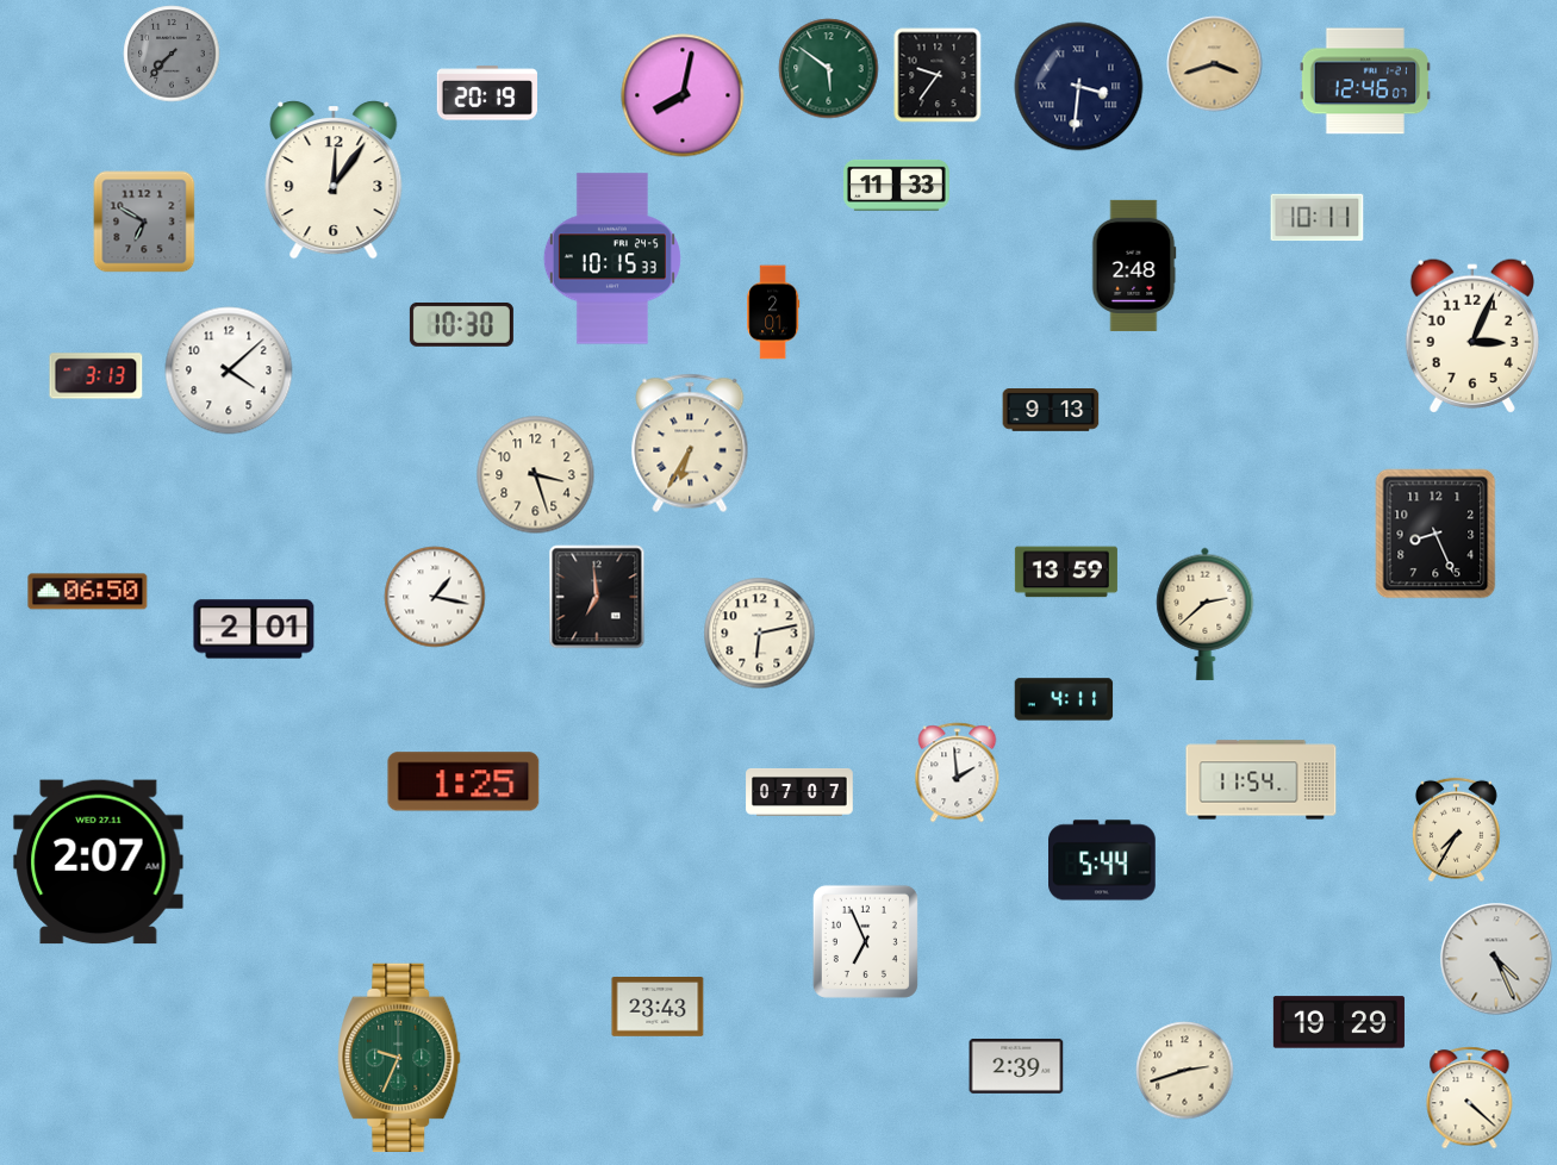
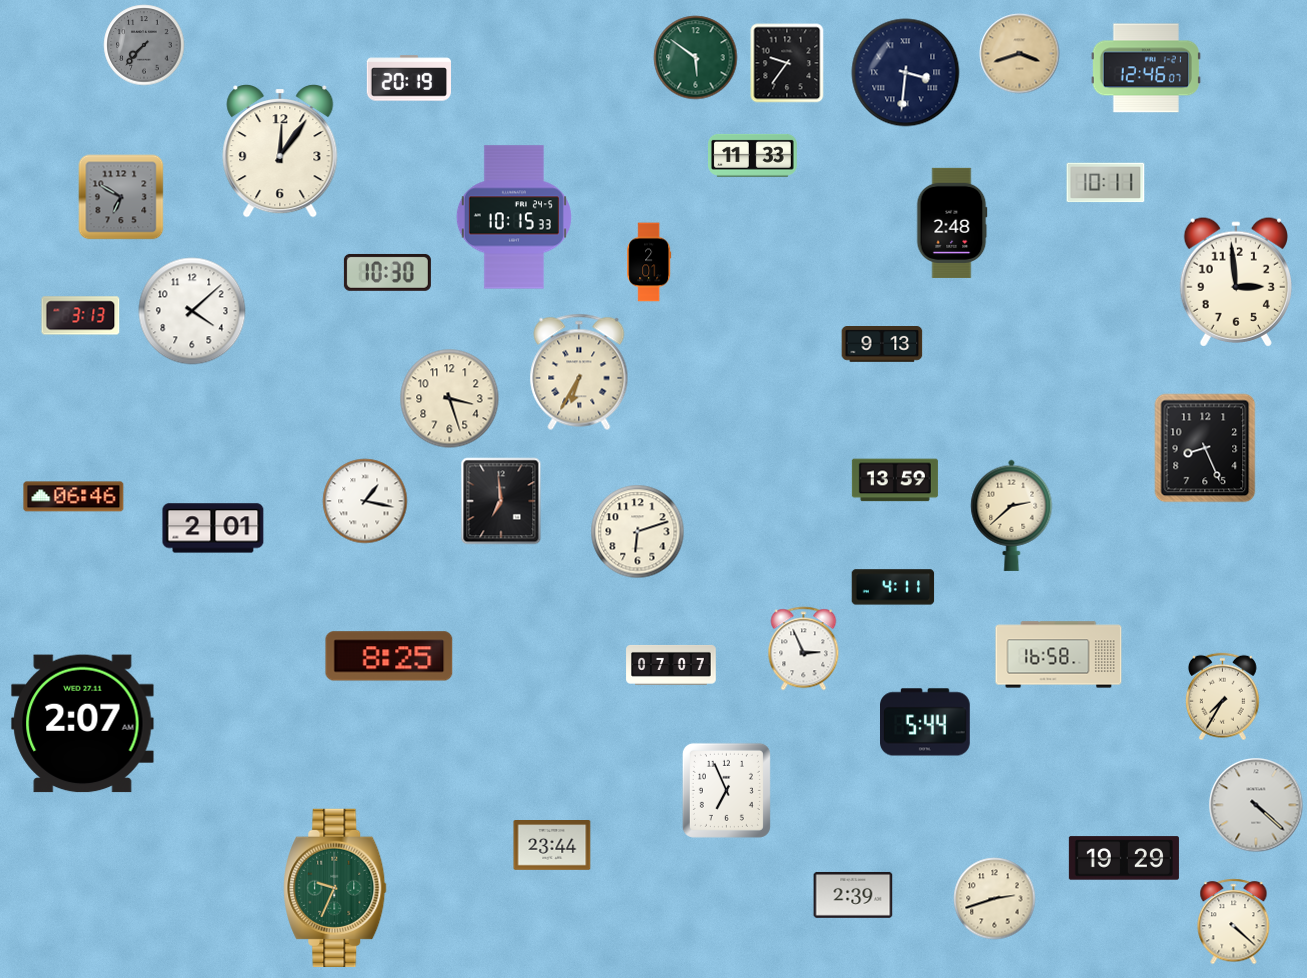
clock at (683, 95): 8:02 -> none
clock at (144, 222) position: (144, 222) -> (121, 197)
clock at (1472, 336): 3:04 -> 2:59
clock at (88, 592): 06:50 -> 06:46
clock at (760, 634): 6:13 -> 6:12
clock at (958, 773): 1:59 -> 2:56
clock at (1262, 780): 11:54 -> 16:58
clock at (463, 781): 1:25 -> 8:25
clock at (1496, 959): 4:26 -> 4:22
clock at (658, 1007): 23:43 -> 23:44
